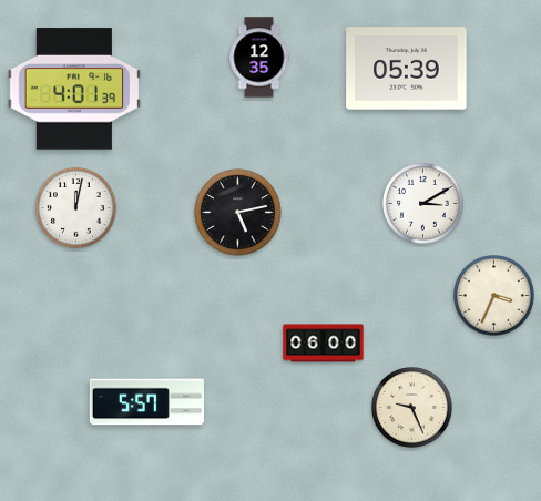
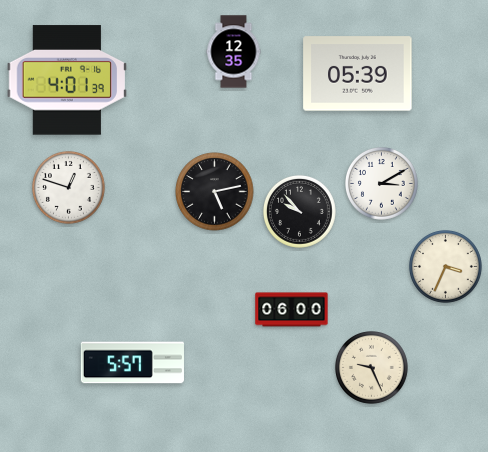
clock at (407, 69) position: (407, 69) -> (358, 74)
clock at (76, 208): 12:02 -> 12:48
clock at (300, 212): none -> 9:53
